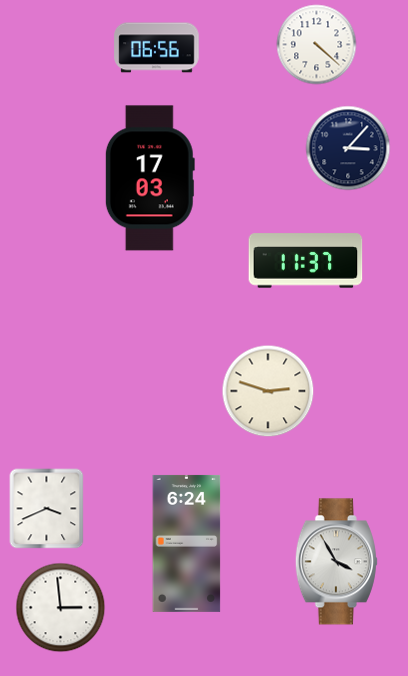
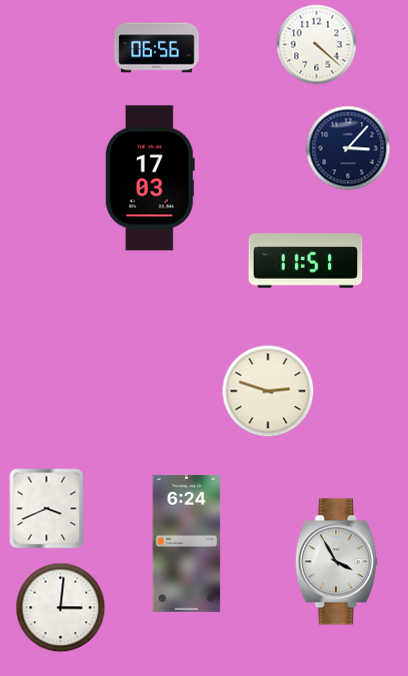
clock at (306, 261): 11:37 -> 11:51
clock at (61, 608): 2:59 -> 3:01
